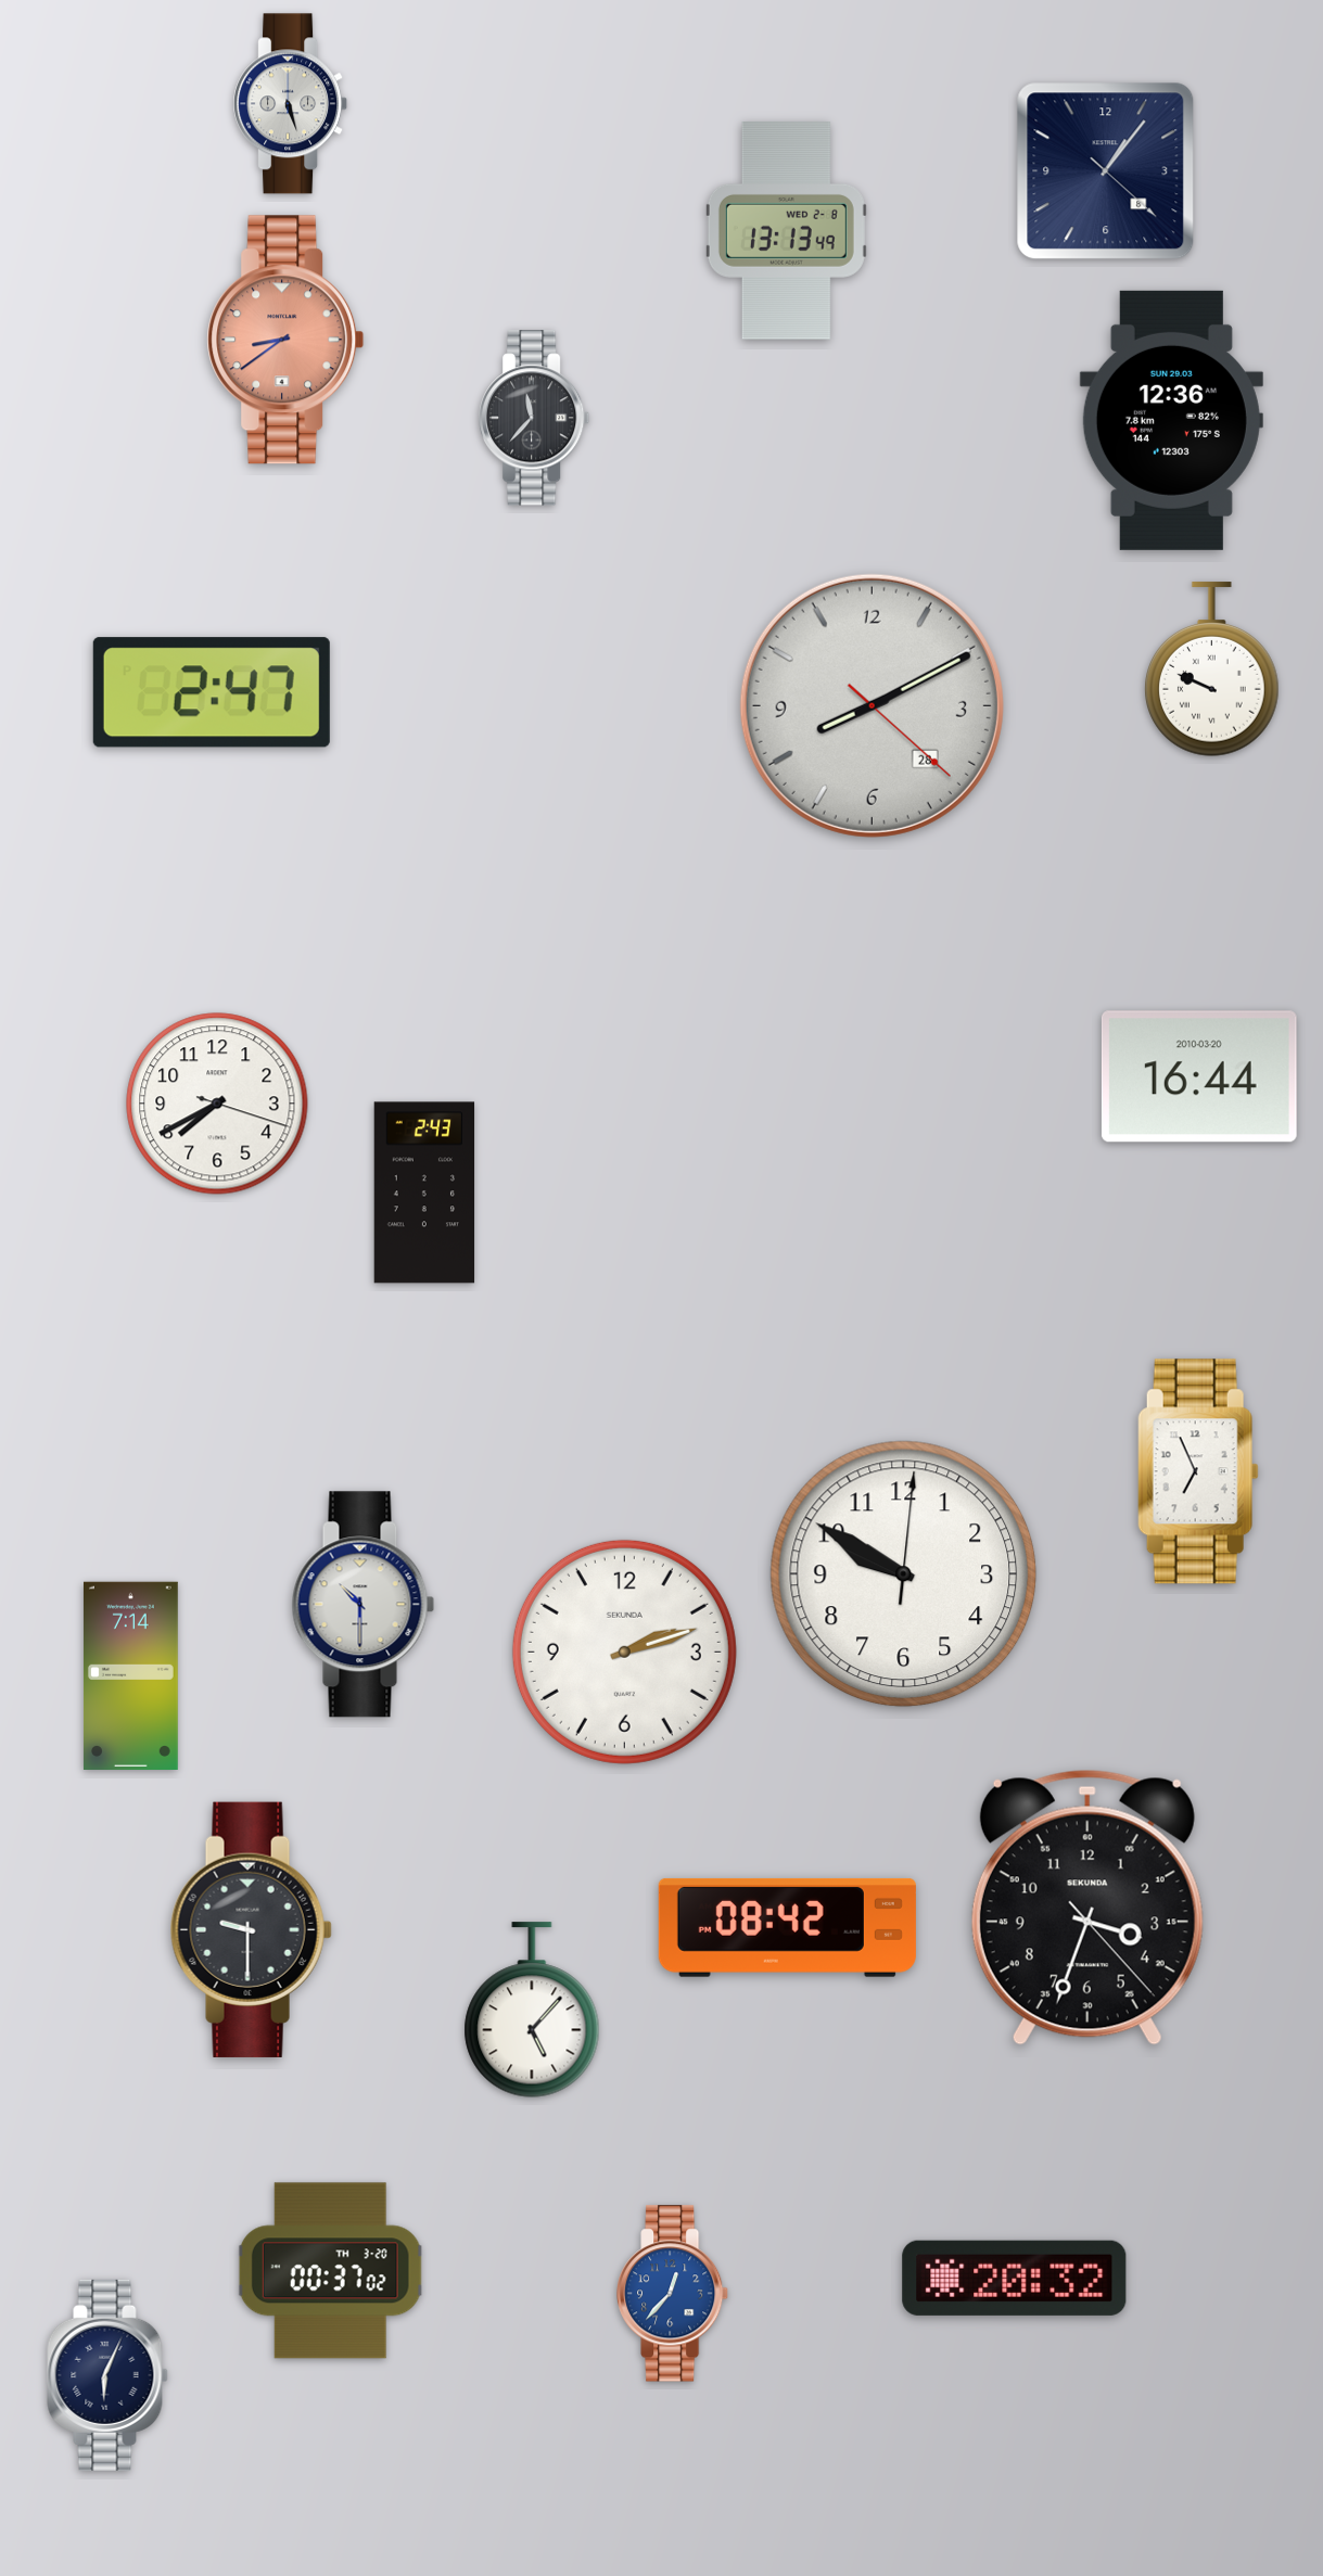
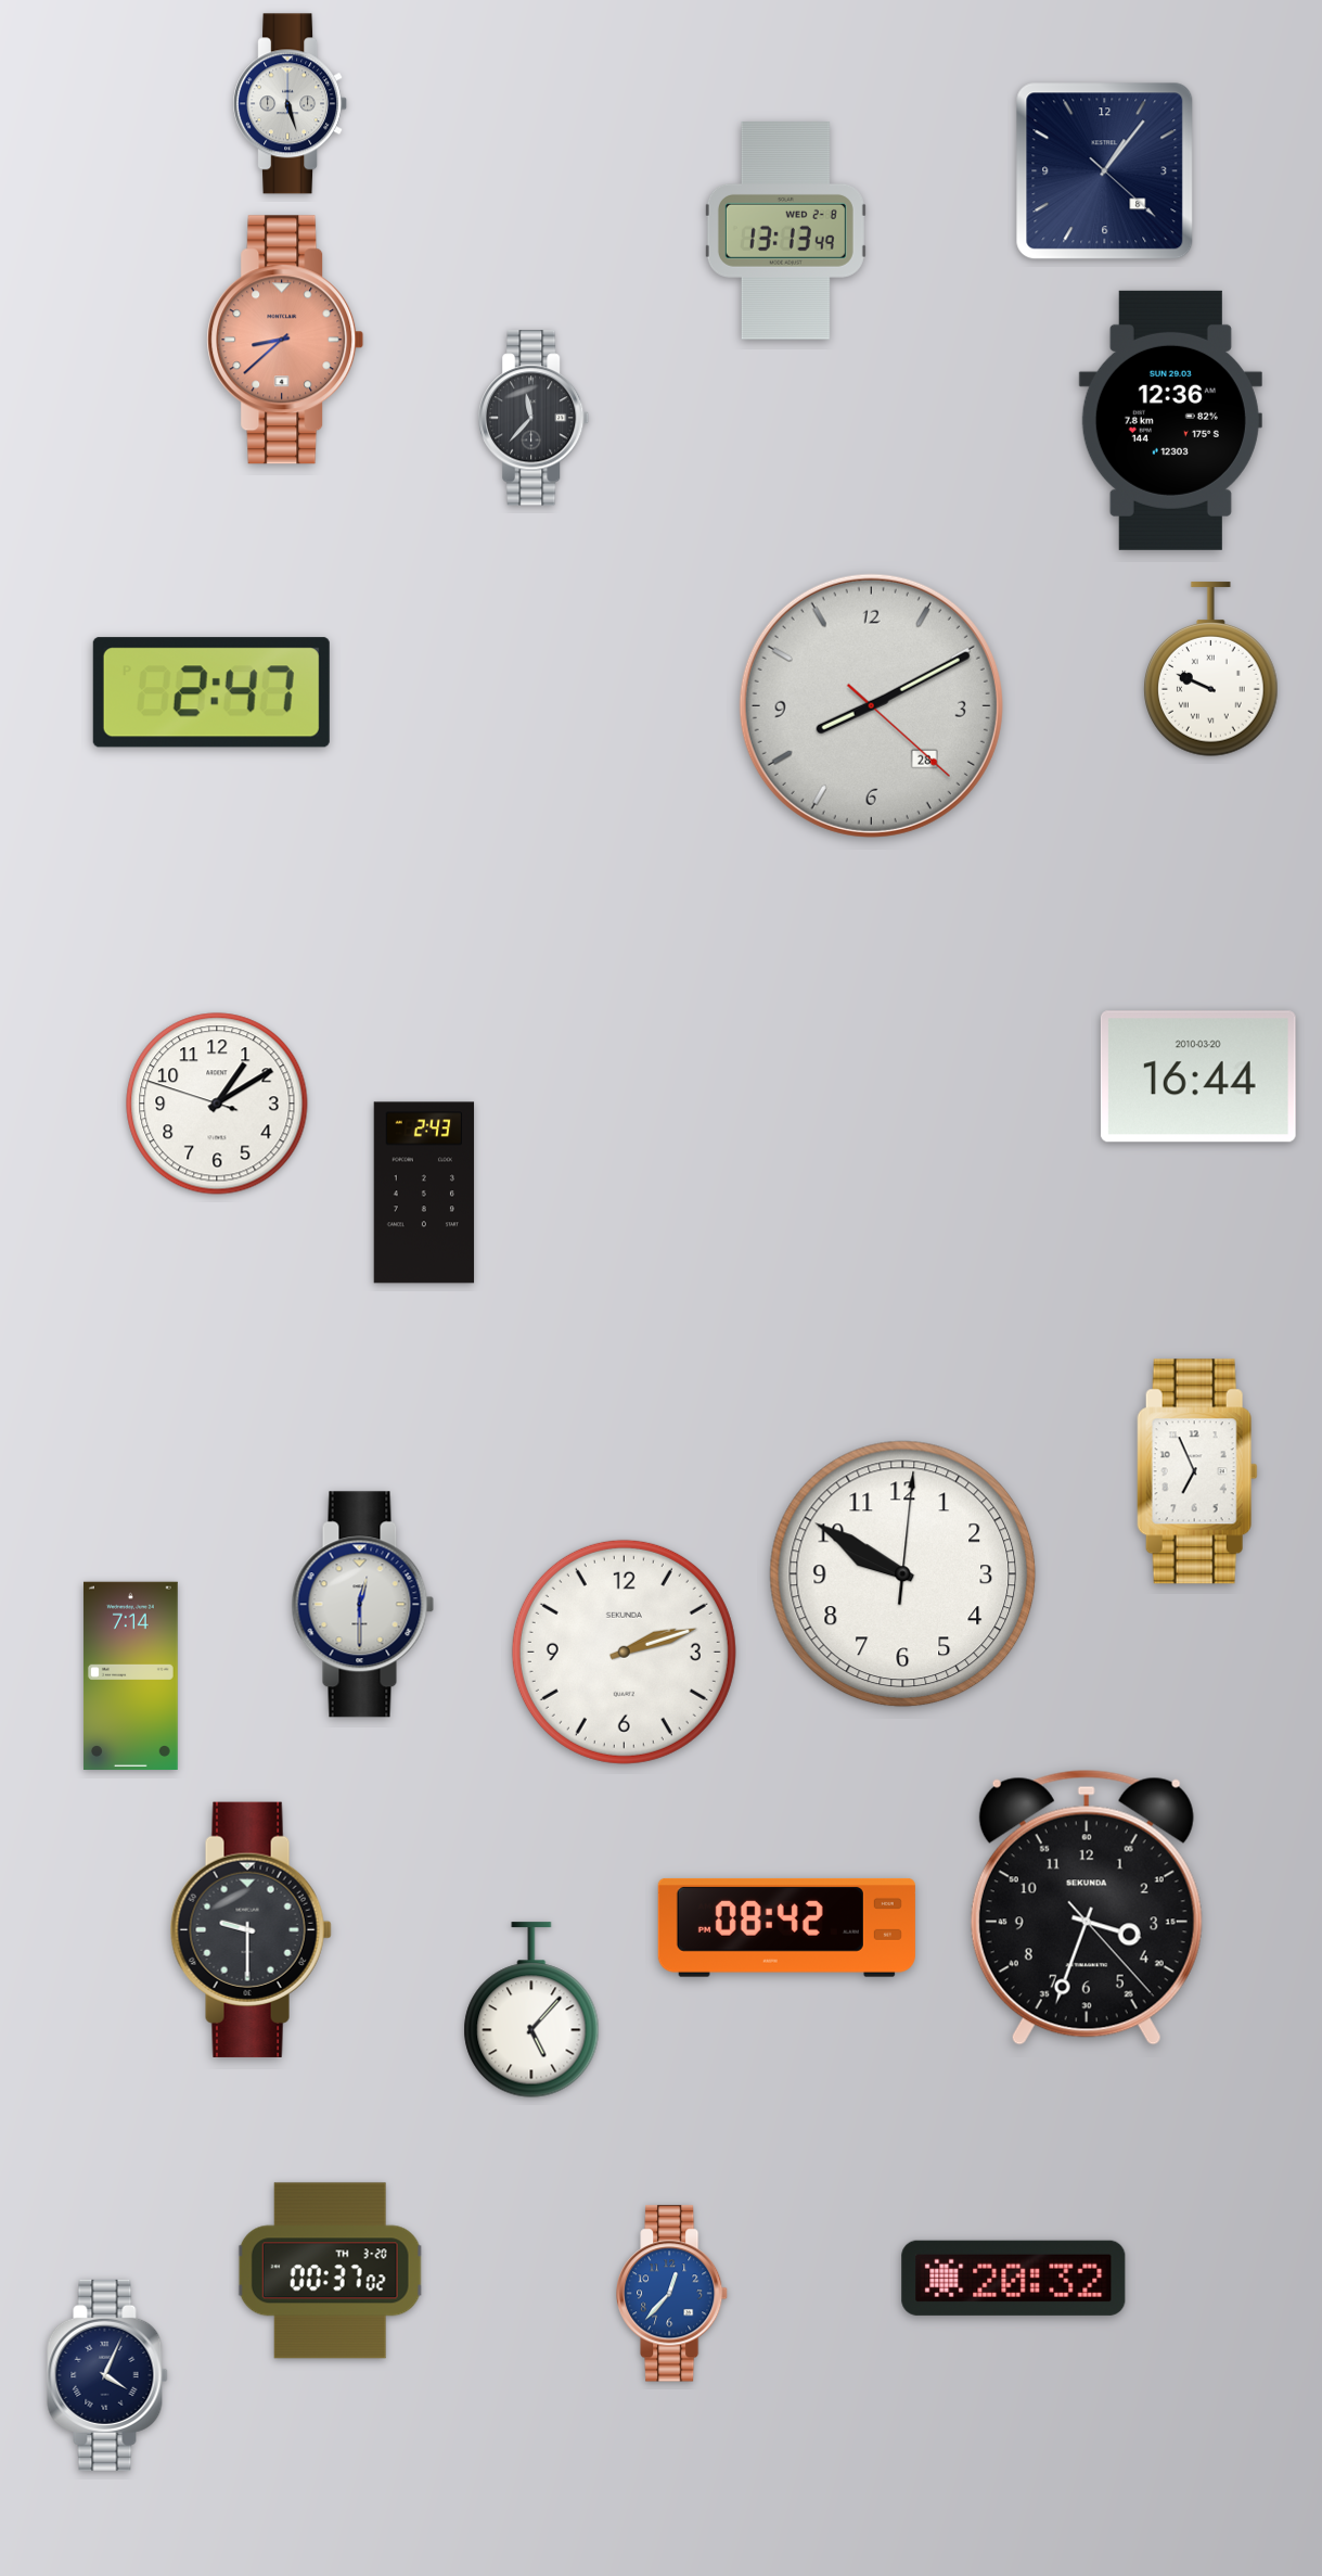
clock at (285, 340): 8:39 -> 8:38
clock at (217, 1104): 7:40 -> 1:09
clock at (364, 1605): 10:30 -> 12:30
clock at (107, 2375): 6:04 -> 4:04
